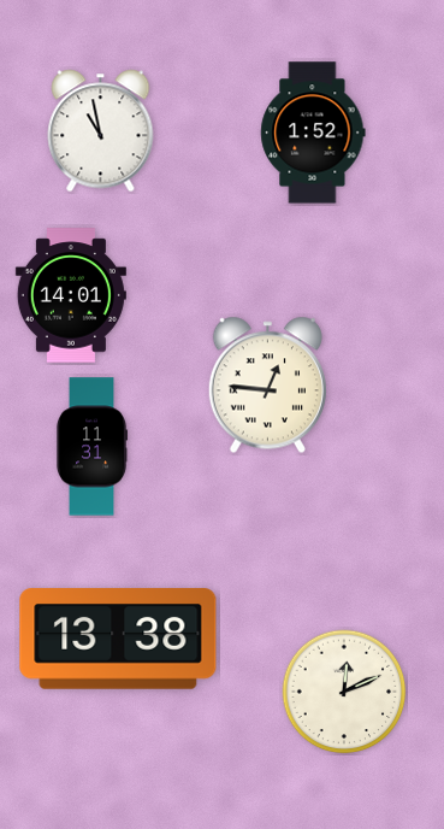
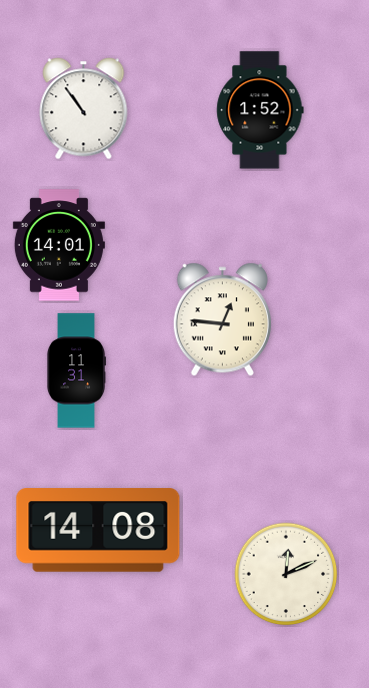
clock at (101, 131): 10:58 -> 10:54
clock at (118, 639): 13:38 -> 14:08
